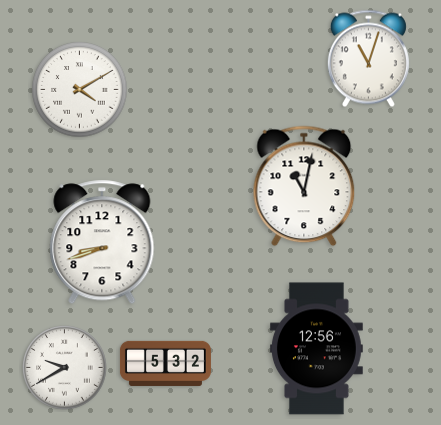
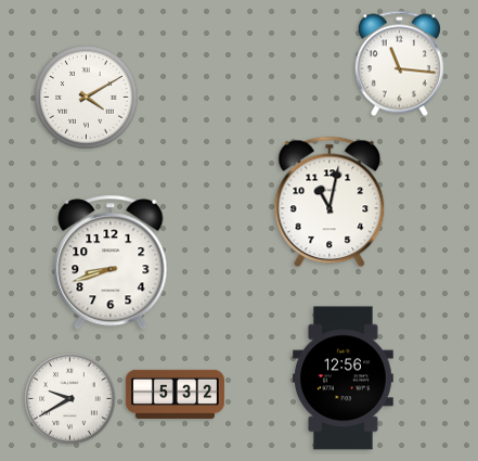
clock at (368, 59): 11:03 -> 11:16
clock at (165, 363) position: (165, 363) -> (175, 394)
